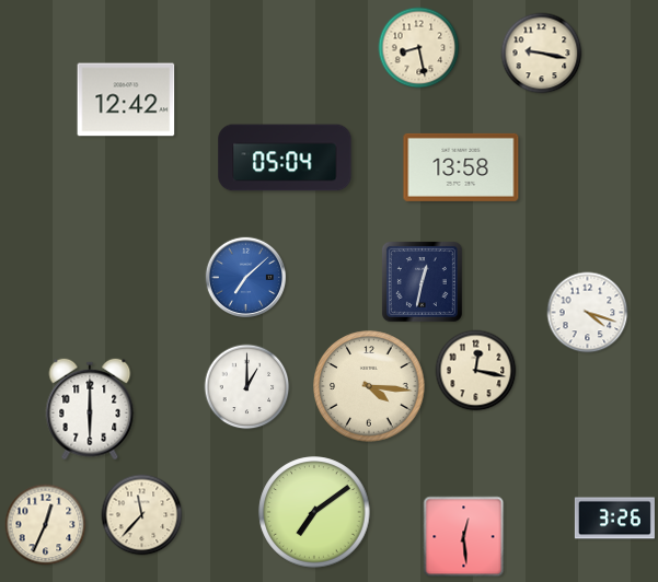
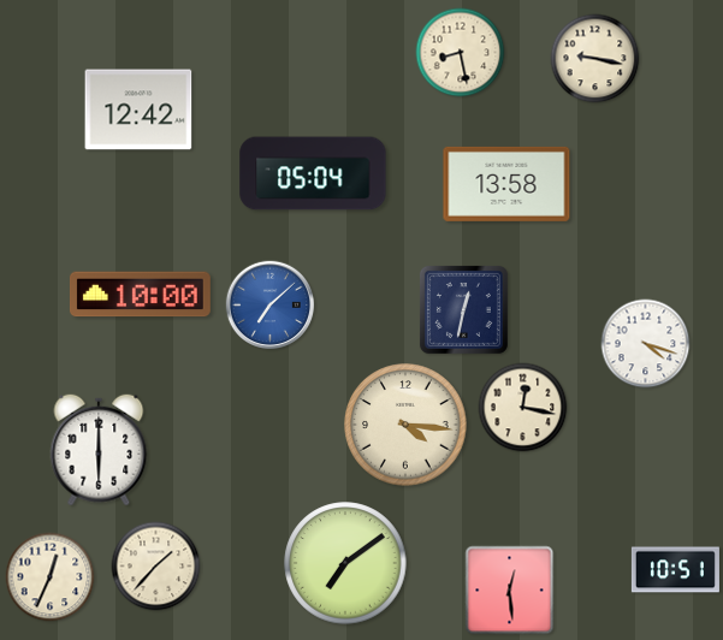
clock at (140, 295): none -> 10:00
clock at (247, 387): 1:00 -> none
clock at (142, 515): 11:37 -> 1:37
clock at (614, 519): 3:26 -> 10:51
